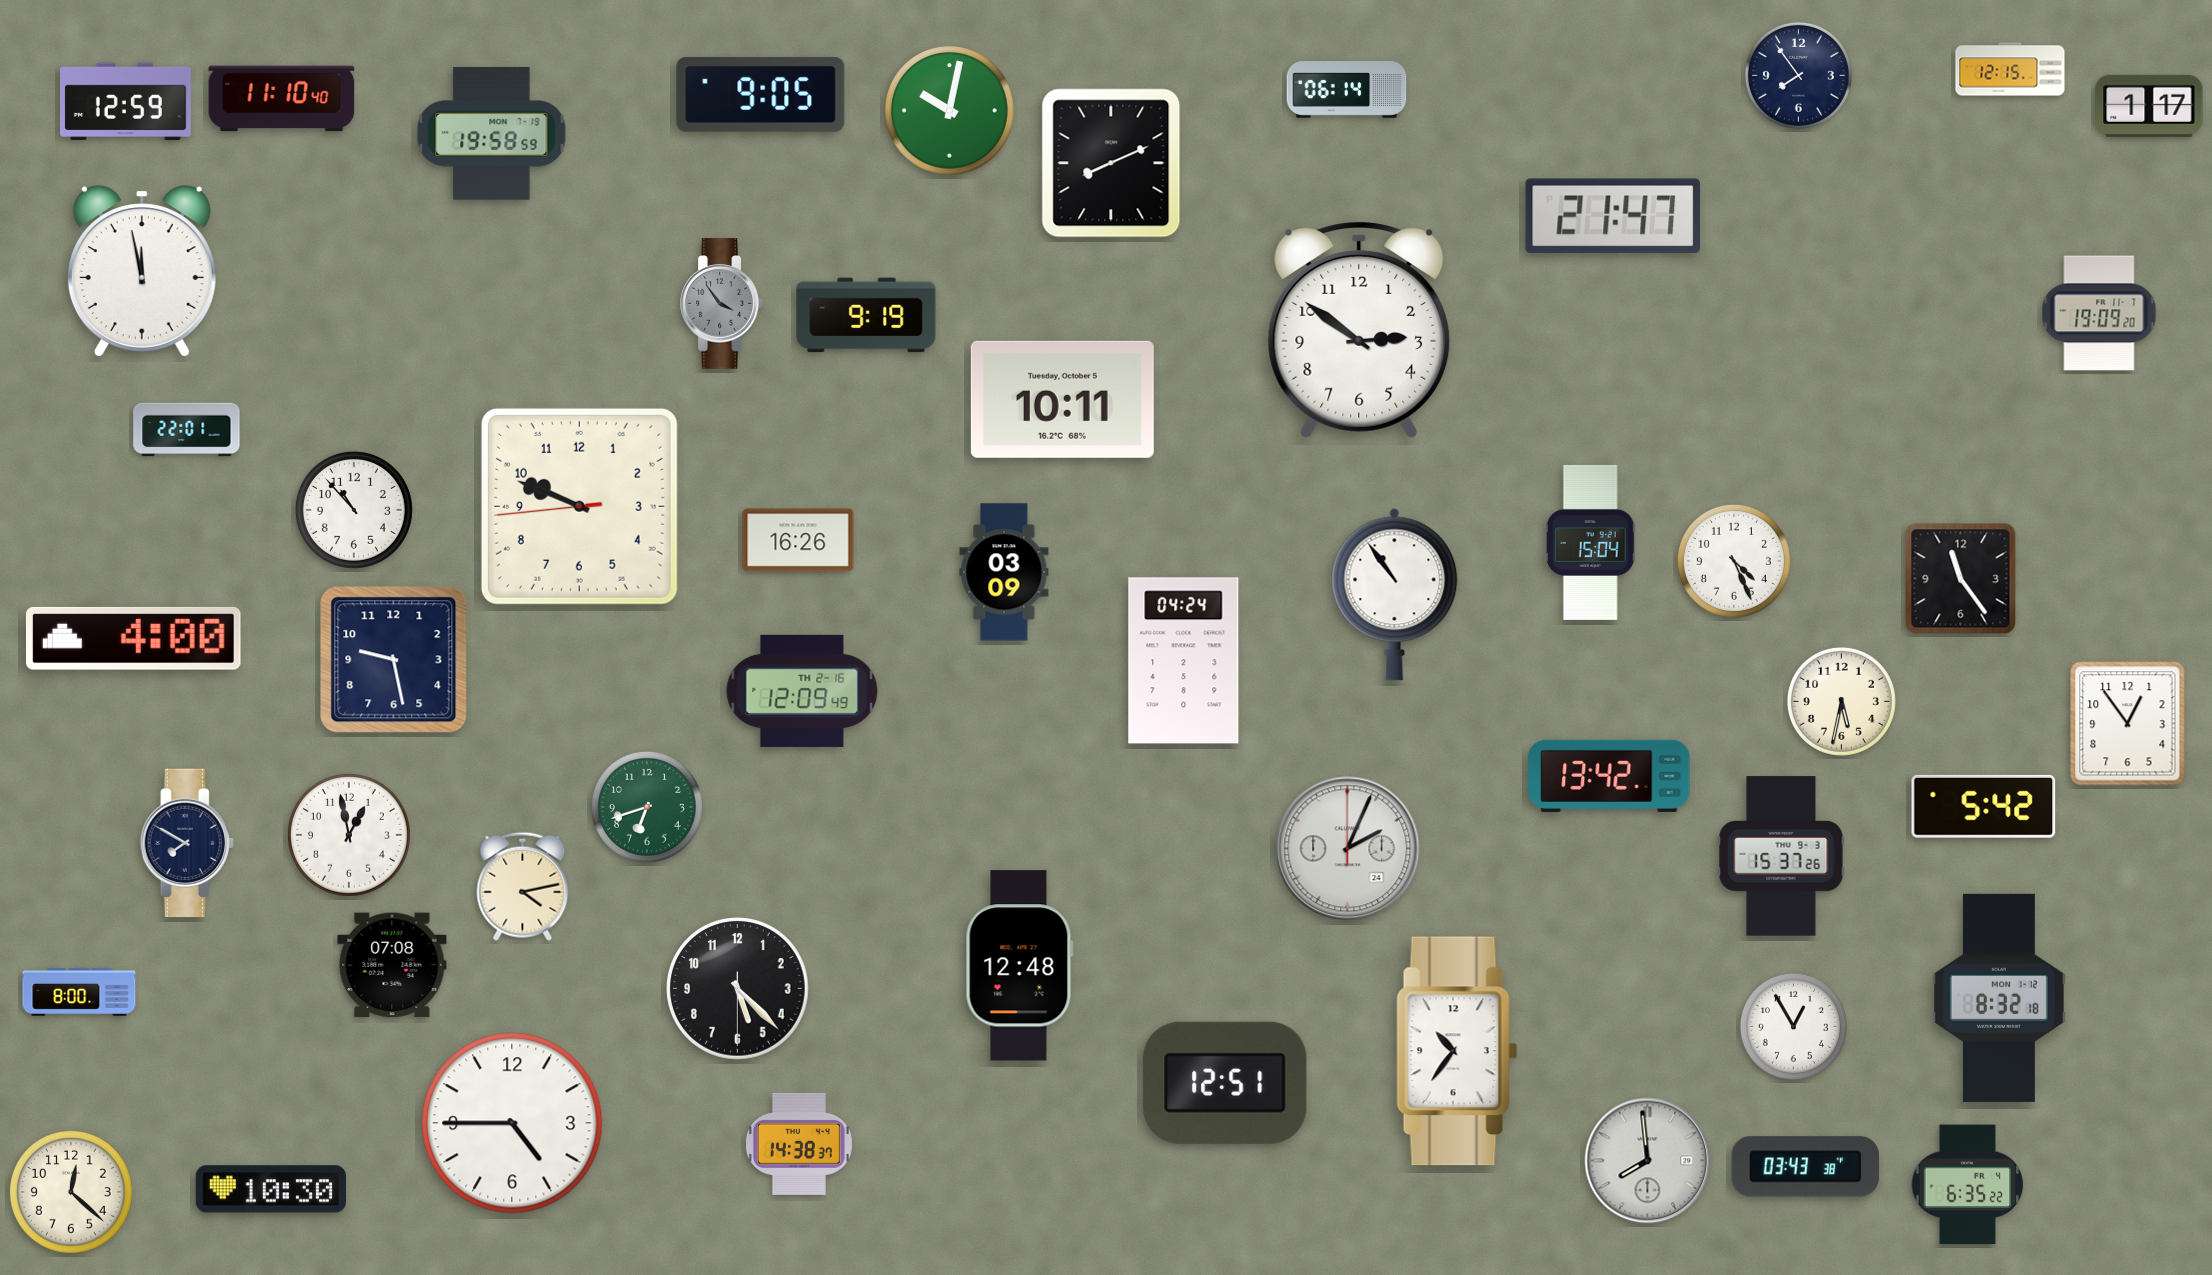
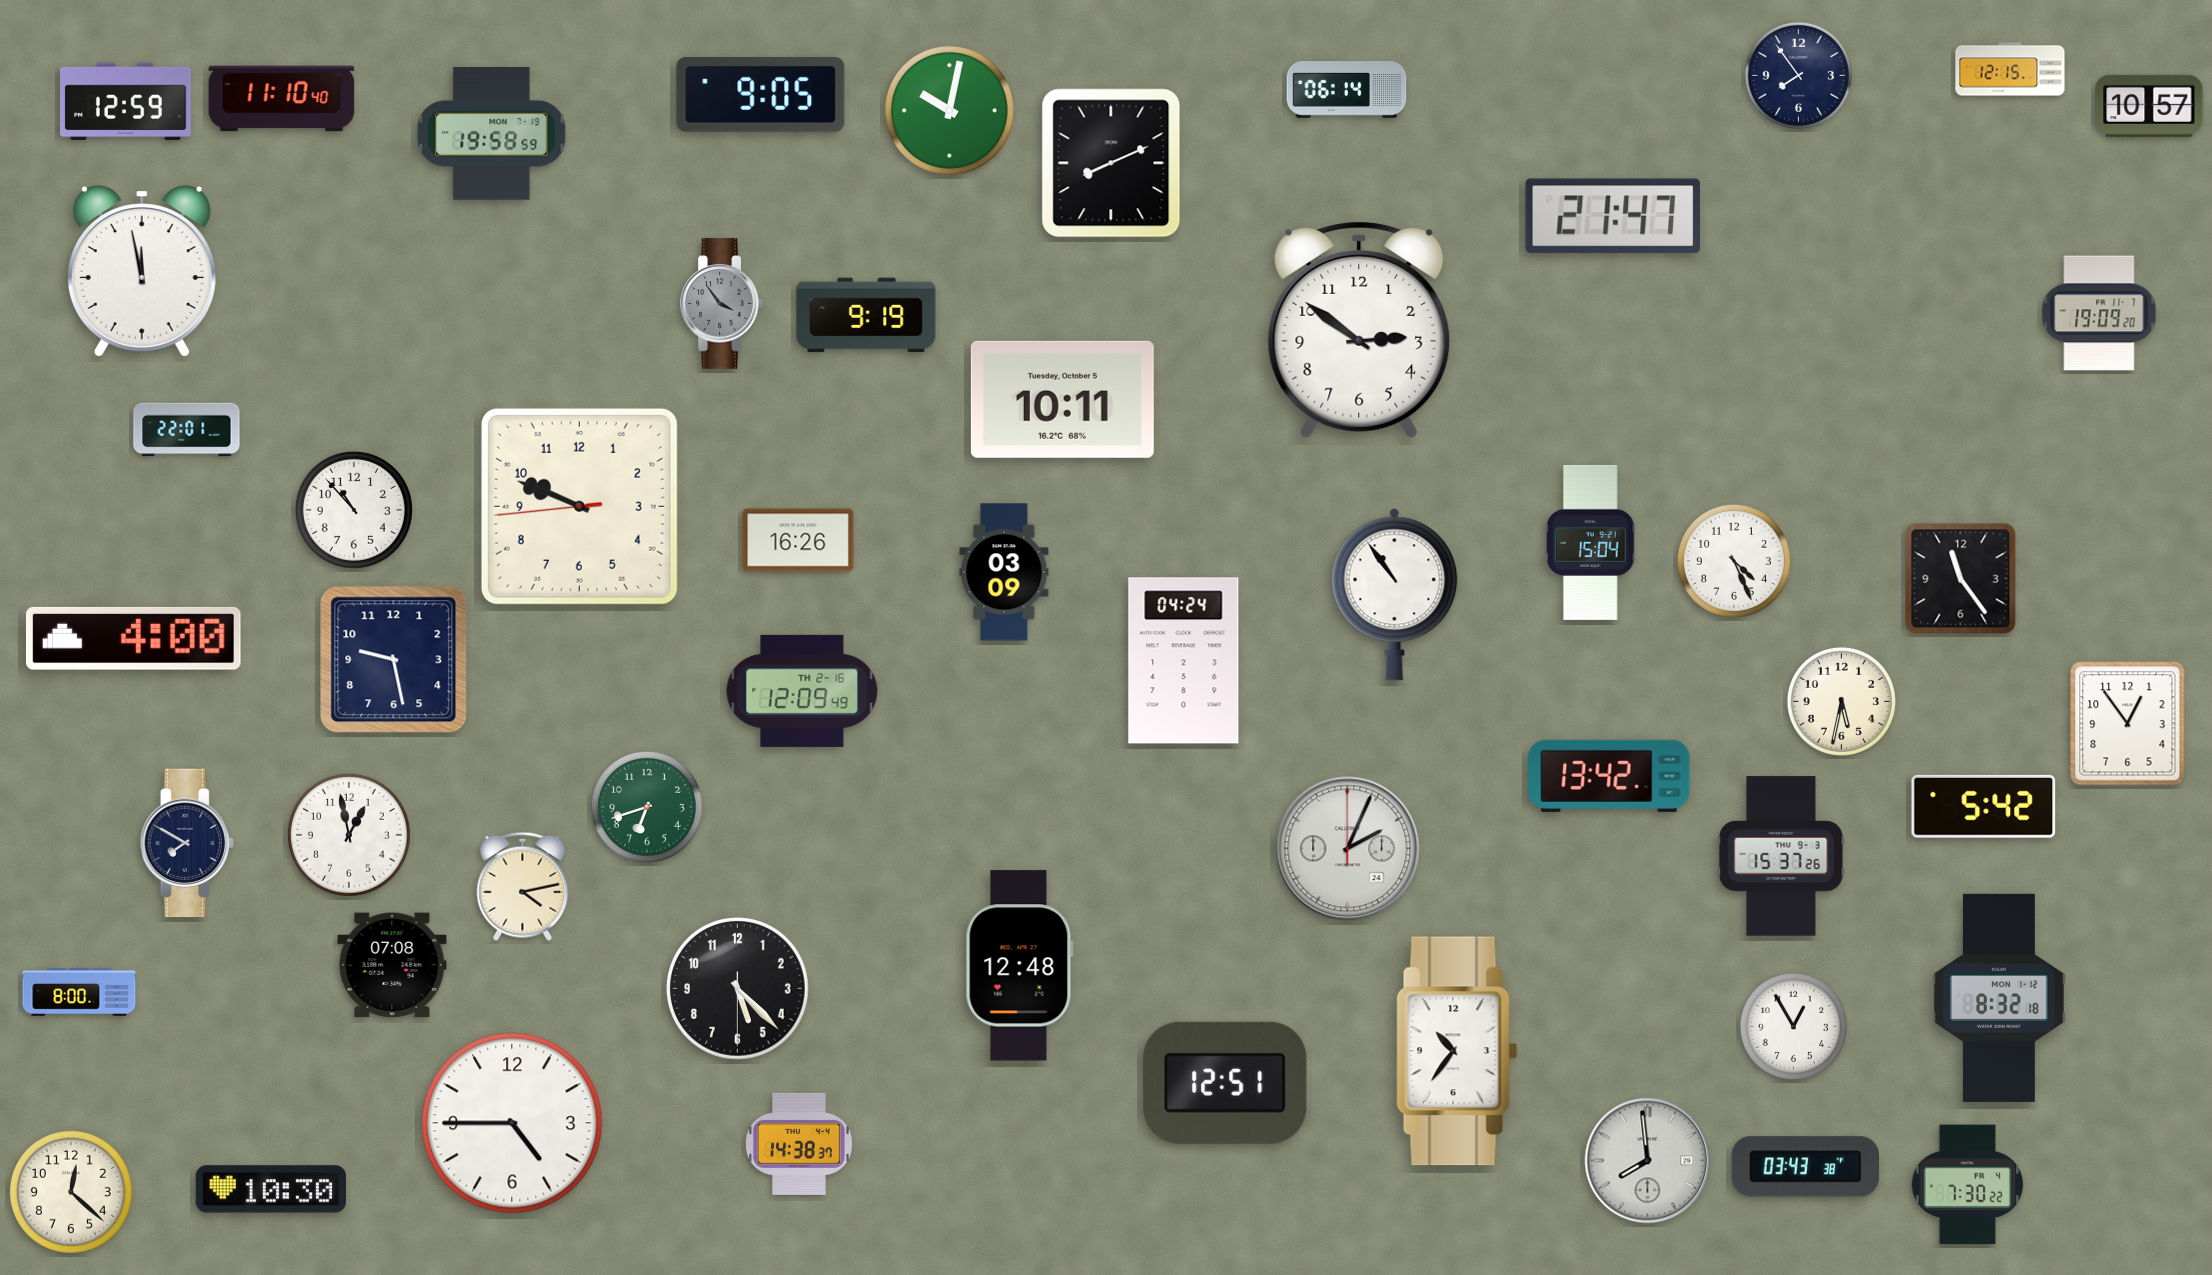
clock at (2149, 106): 1:17 -> 10:57
clock at (1968, 1185): 6:35 -> 7:30
